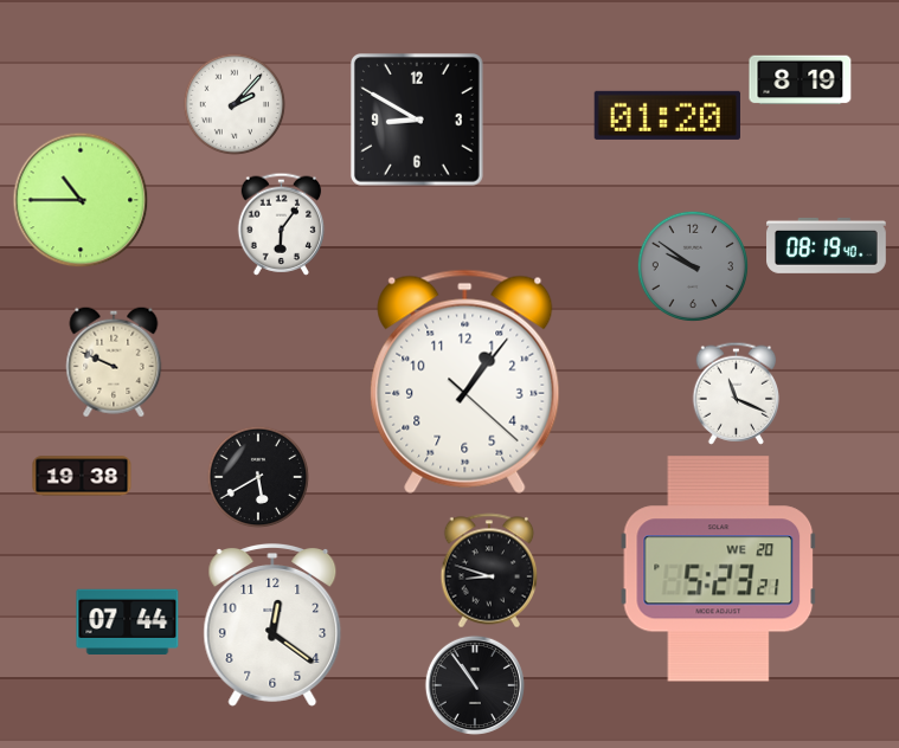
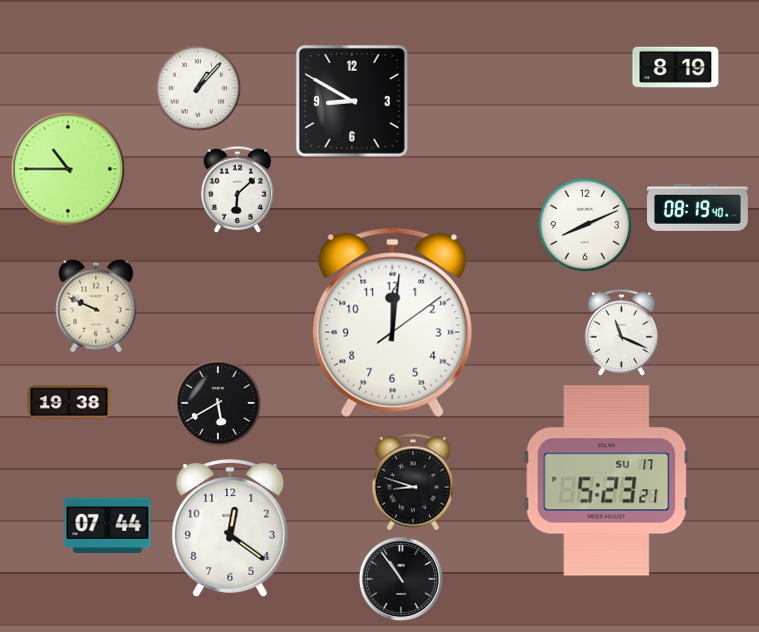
clock at (235, 104): 2:07 -> 1:07
clock at (667, 115): 01:20 -> none
clock at (282, 224): 6:06 -> 6:08
clock at (692, 265): 9:51 -> 8:11
clock at (692, 265) dial: grey -> white
clock at (465, 381): 1:06 -> 12:01
clock at (719, 569) date: WE 20 -> SU 17
